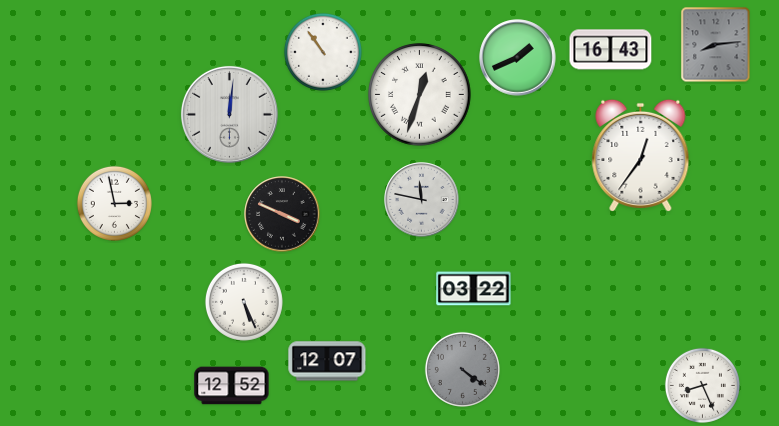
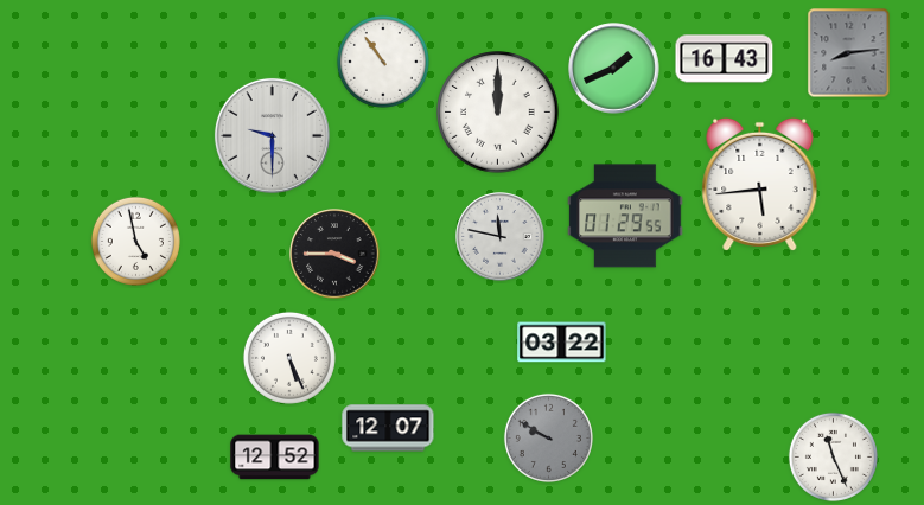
clock at (420, 95): 12:33 -> 12:00
clock at (229, 114): 12:01 -> 9:30
clock at (641, 155): 12:36 -> 5:44
clock at (625, 216): none -> 01:29
clock at (114, 203): 2:58 -> 4:58
clock at (282, 214): 3:49 -> 3:45
clock at (462, 369): 4:21 -> 9:50
clock at (702, 385): 8:26 -> 11:26
